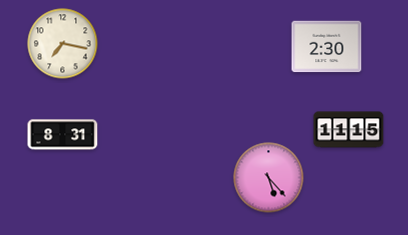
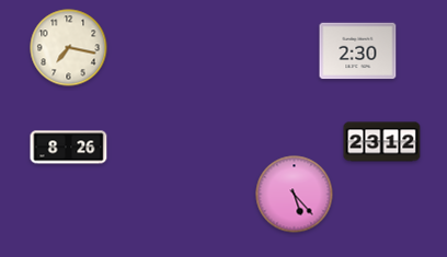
clock at (349, 130): 11:15 -> 23:12
clock at (63, 135): 8:31 -> 8:26
